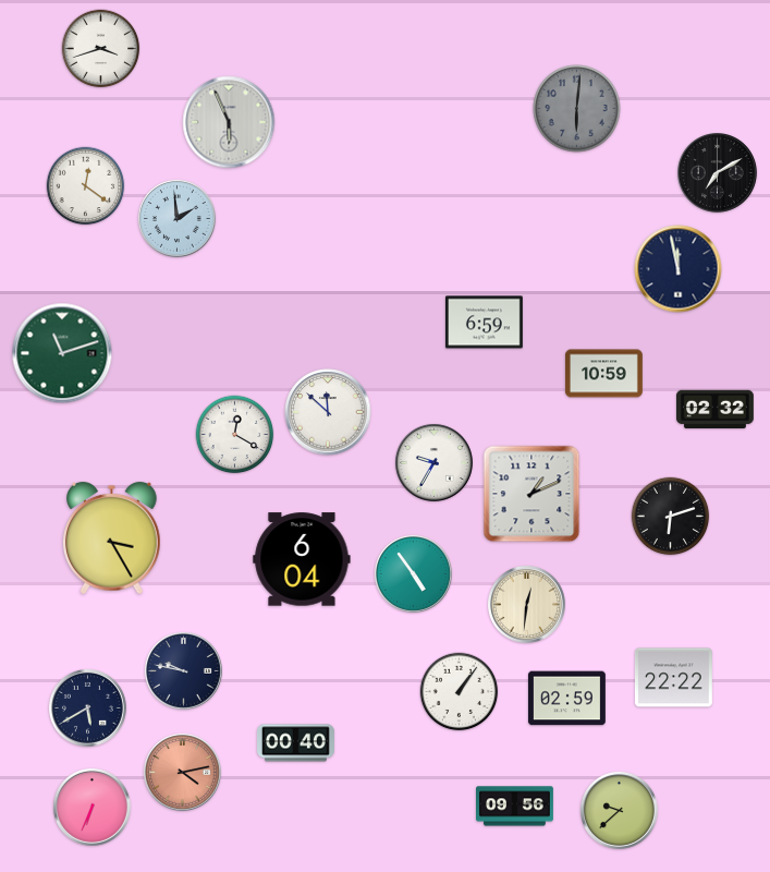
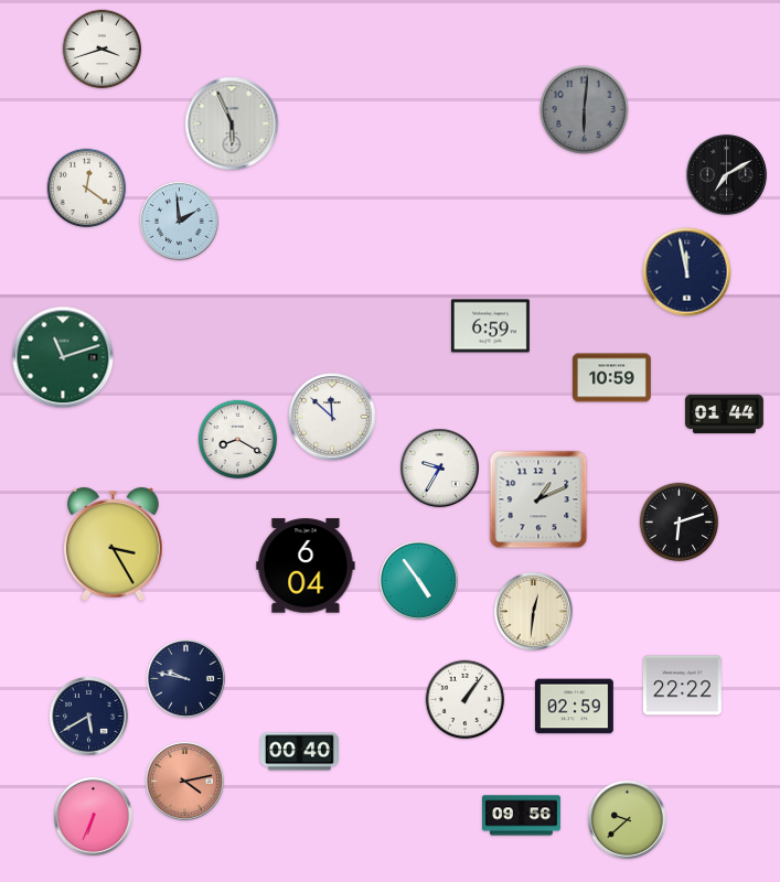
clock at (714, 410): 02:32 -> 01:44
clock at (235, 435): 12:20 -> 8:20
